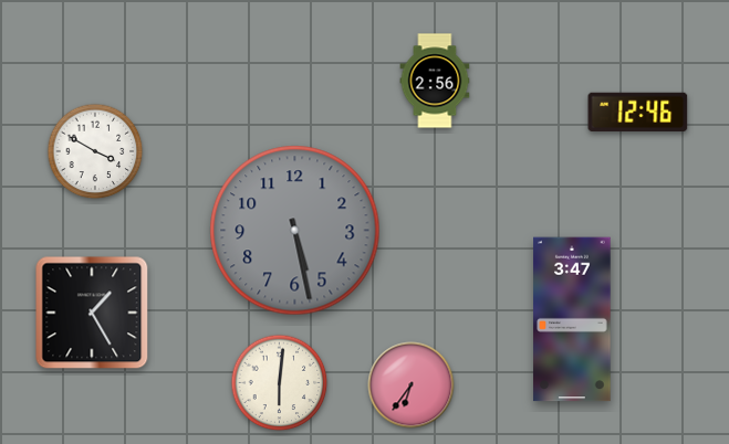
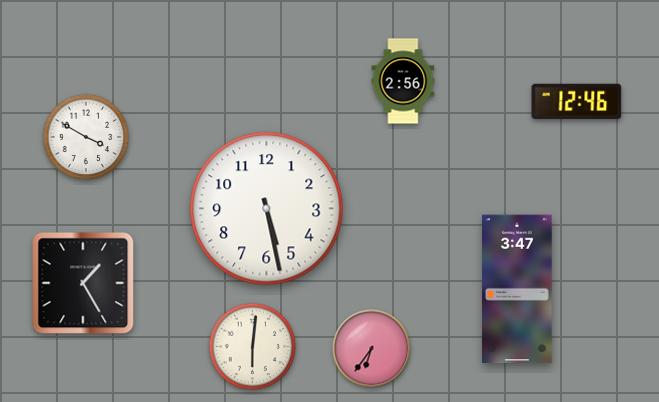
clock at (435, 81) position: (435, 81) -> (403, 81)
clock at (295, 231) dial: grey -> white
